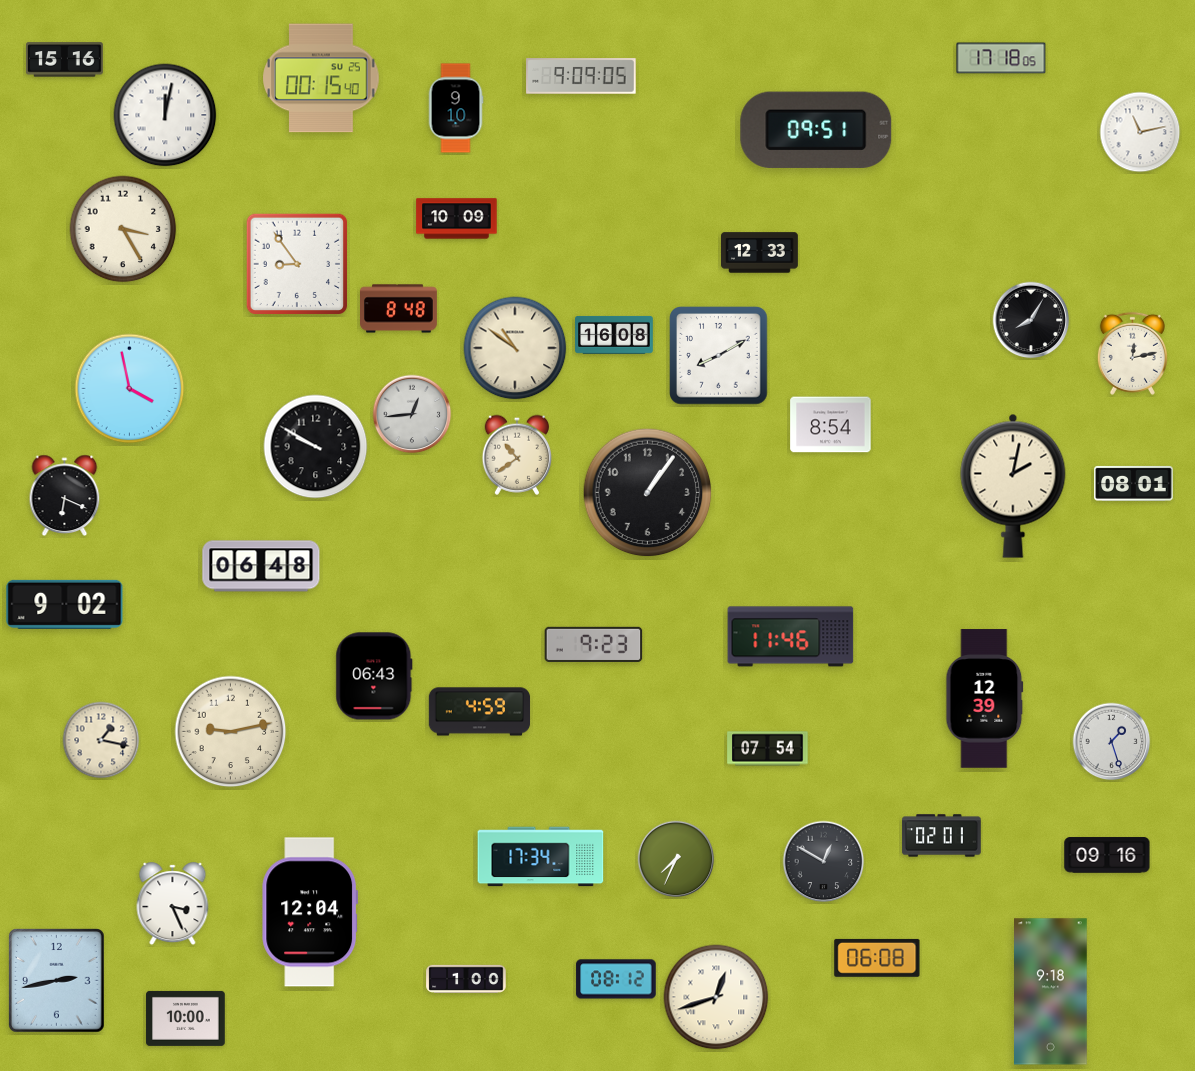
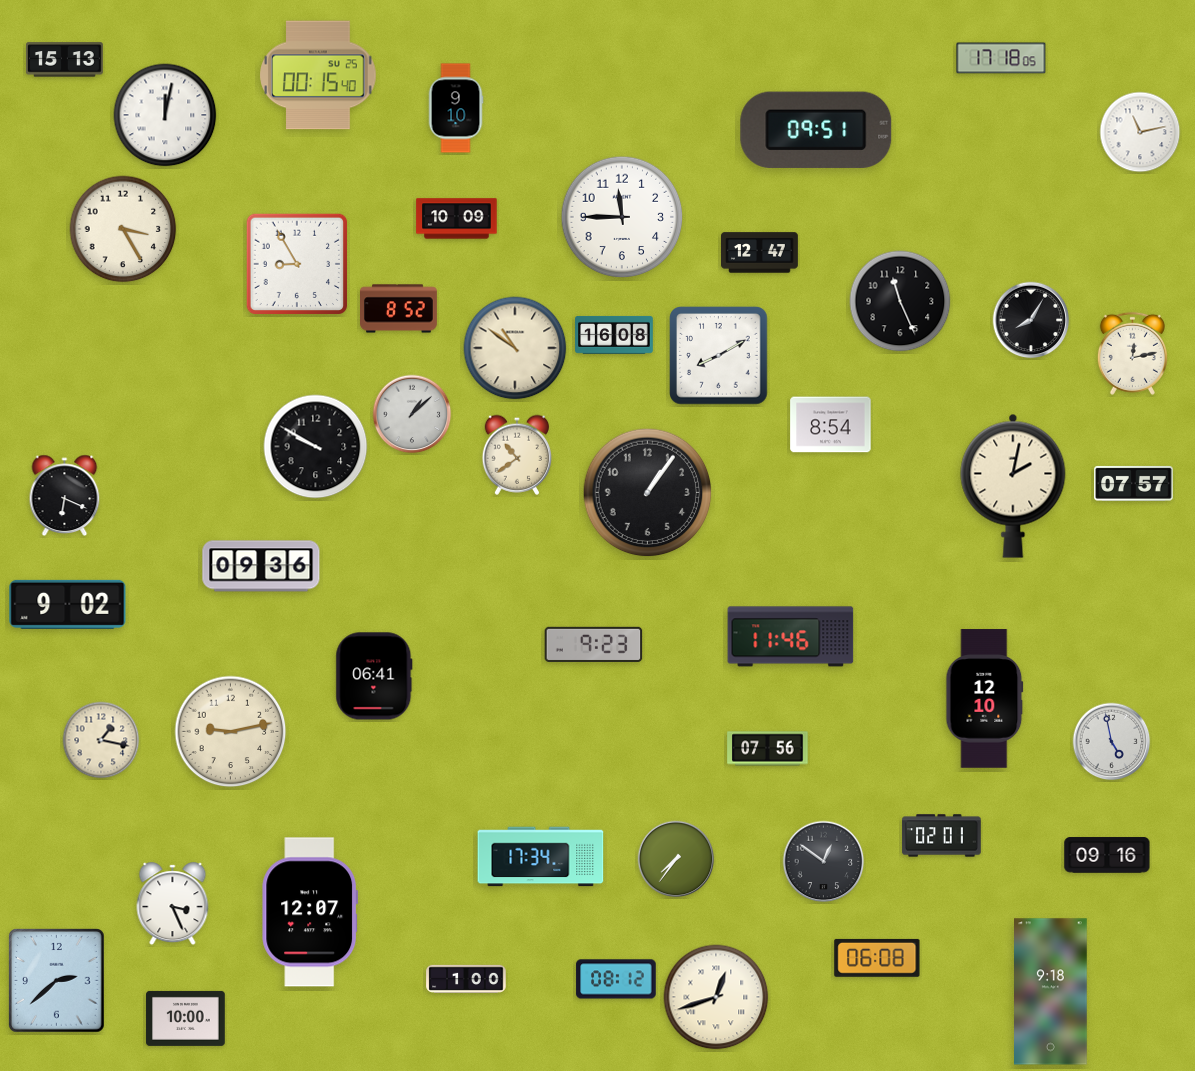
clock at (65, 60): 15:16 -> 15:13
clock at (581, 76): 9:09 -> none
clock at (321, 78) position: (321, 78) -> (318, 75)
clock at (622, 217): none -> 11:45
clock at (760, 253): 12:33 -> 12:47
clock at (297, 264): 8:54 -> 8:55
clock at (900, 301): none -> 11:26
clock at (399, 309): 8:48 -> 8:52
clock at (130, 389): 3:58 -> none
clock at (412, 414): 12:44 -> 1:08
clock at (1134, 483): 08:01 -> 07:57
clock at (261, 566): 06:48 -> 09:36
clock at (65, 604) position: (65, 604) -> (68, 604)
clock at (374, 676): 06:43 -> 06:41
clock at (985, 699): 12:39 -> 12:10
clock at (480, 712): 4:59 -> none
clock at (1112, 742): 1:27 -> 4:58
clock at (768, 749): 07:54 -> 07:56
clock at (676, 859): 7:34 -> 7:36
clock at (824, 862): 12:50 -> 12:51
clock at (310, 912): 12:04 -> 12:07
clock at (57, 981): 2:43 -> 2:38
